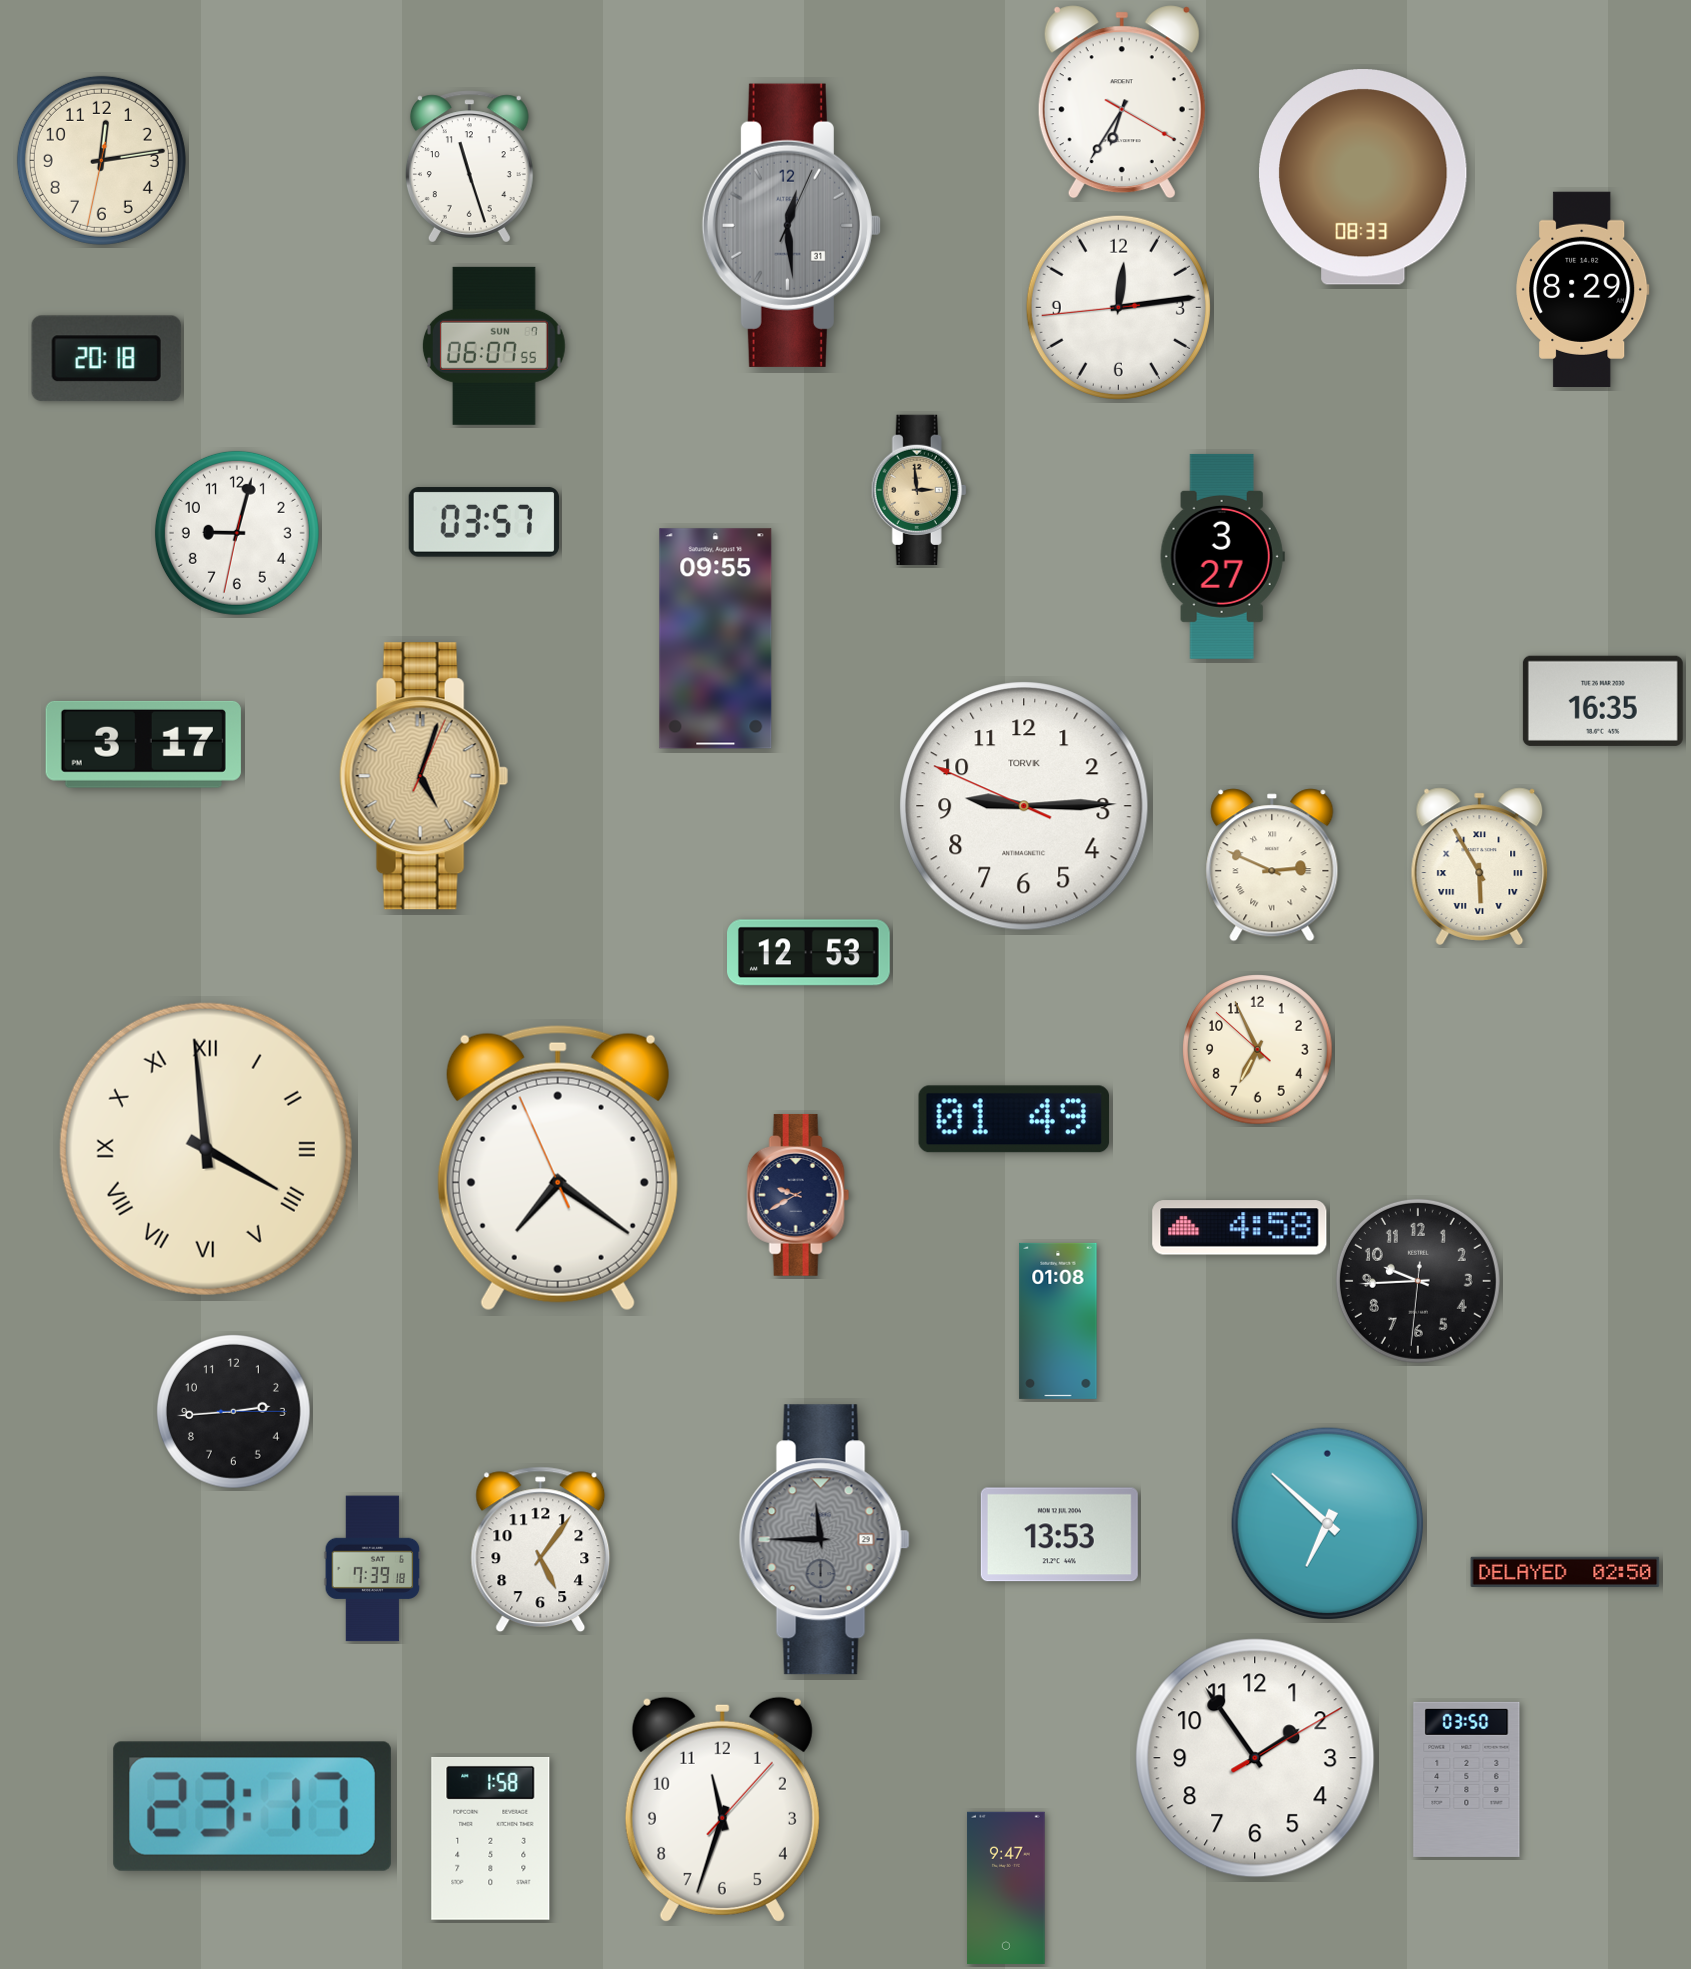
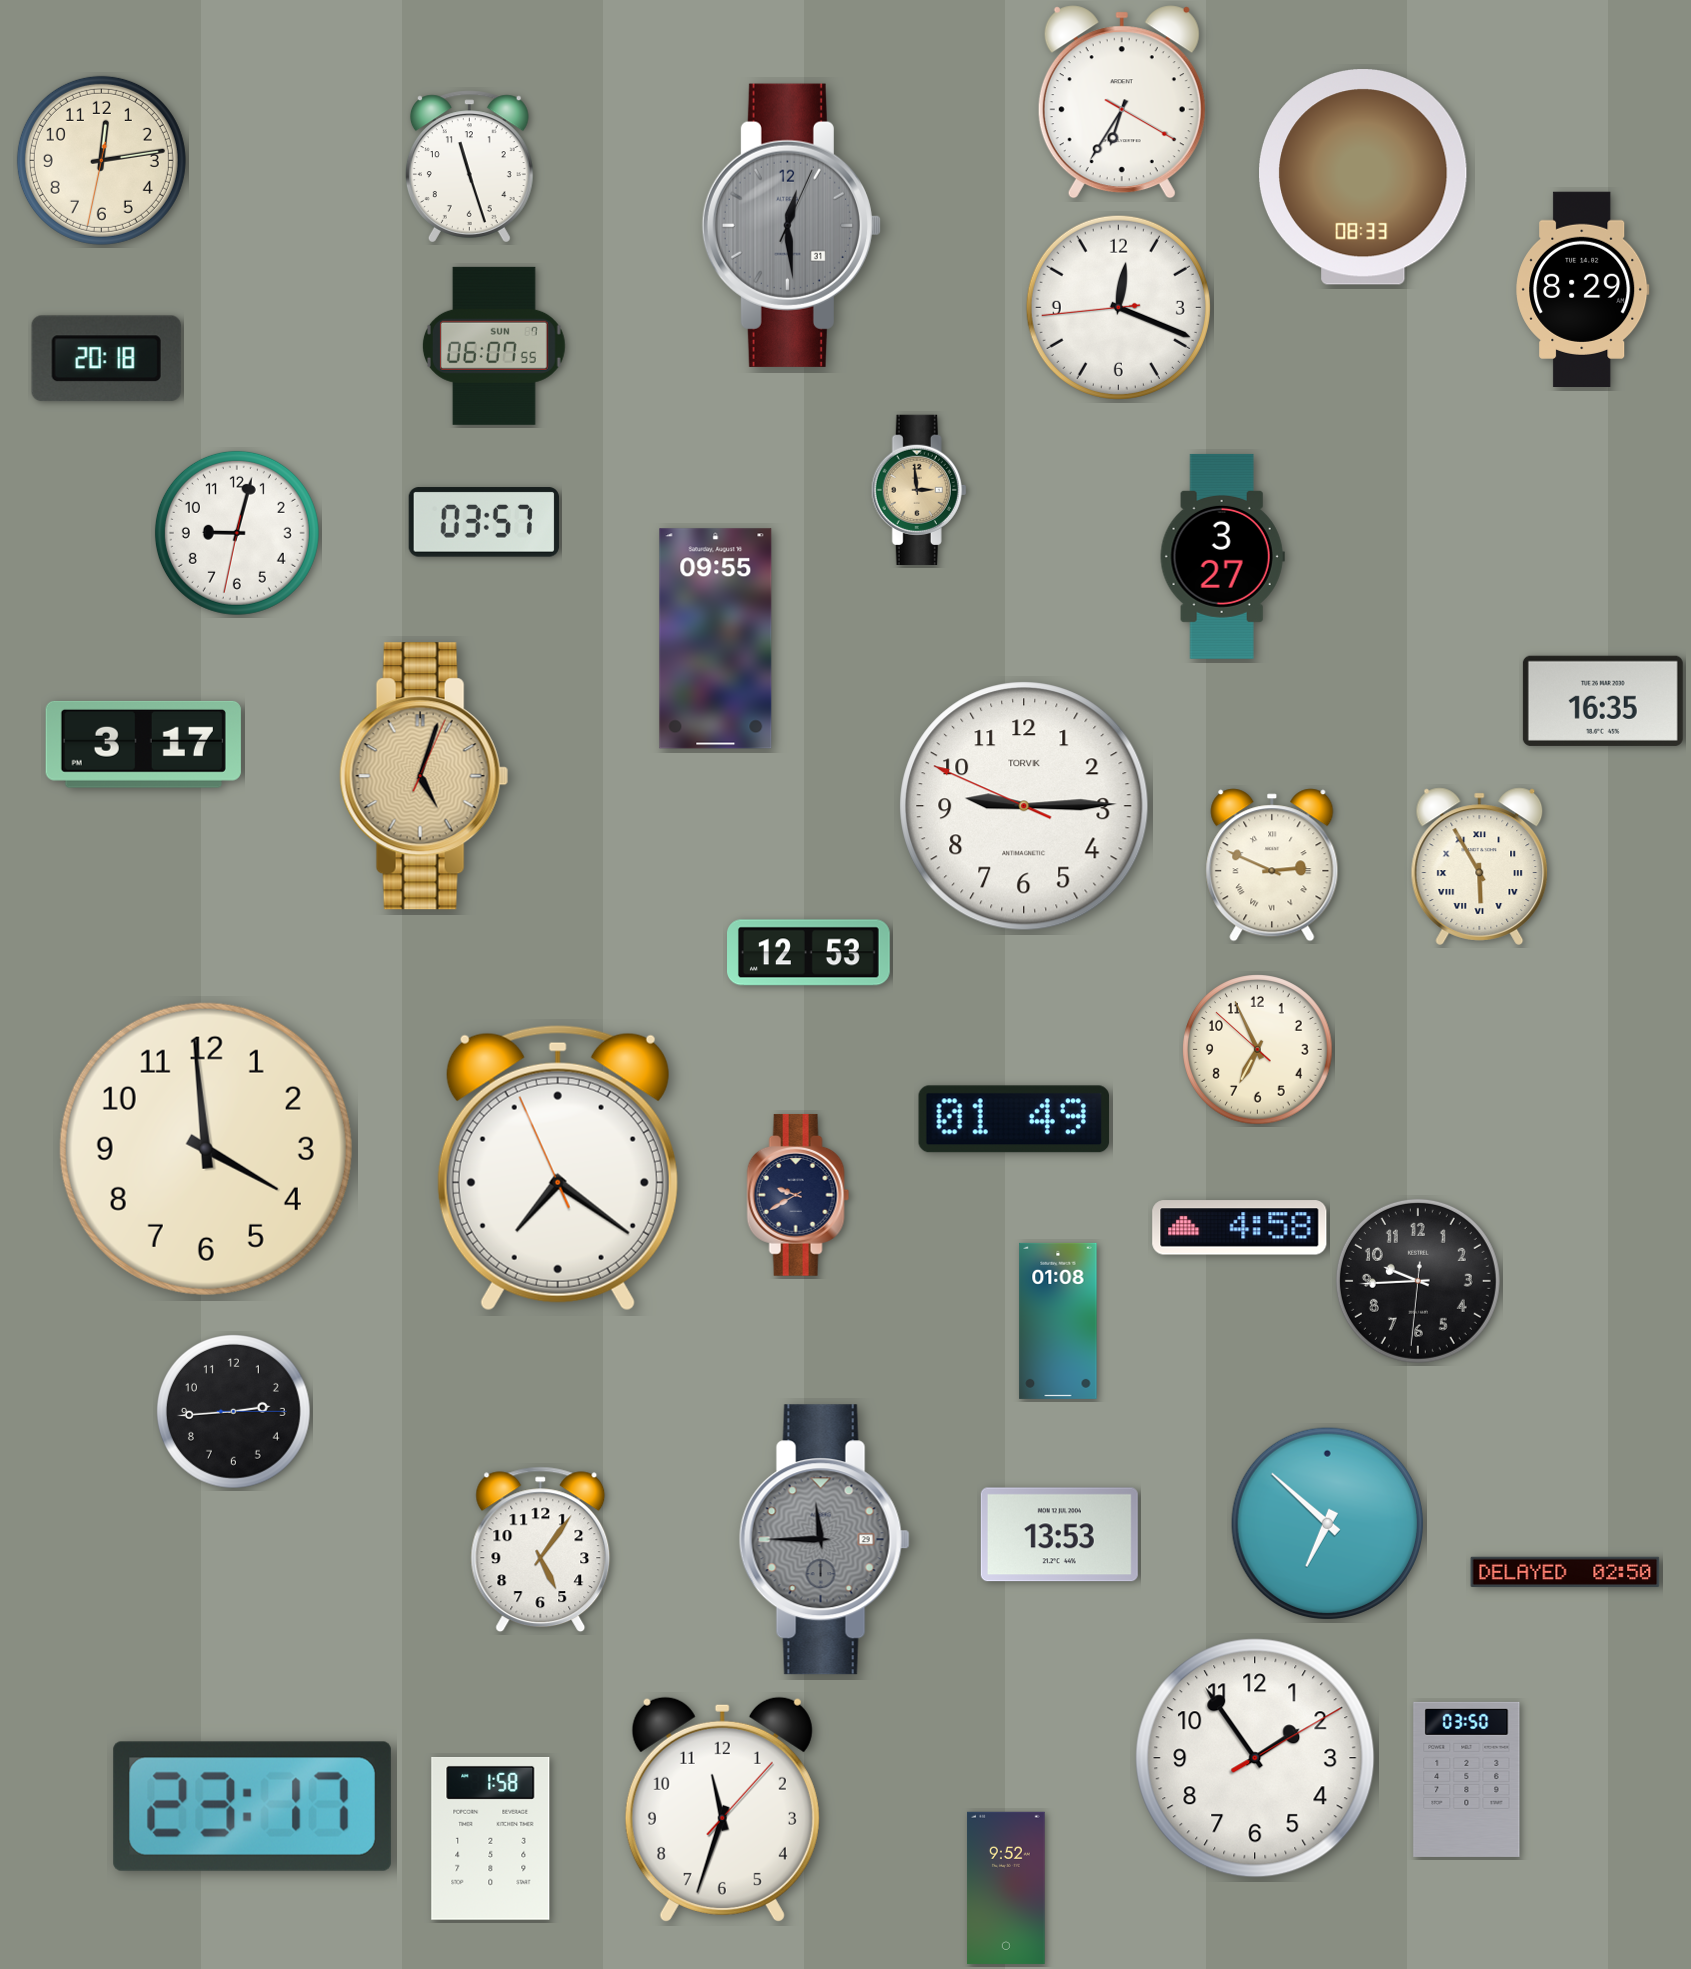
clock at (1118, 307): 12:13 -> 12:18
clock at (206, 1149) numerals: Roman -> Arabic
clock at (373, 1569): 7:39 -> none
clock at (1006, 1888): 9:47 -> 9:52
